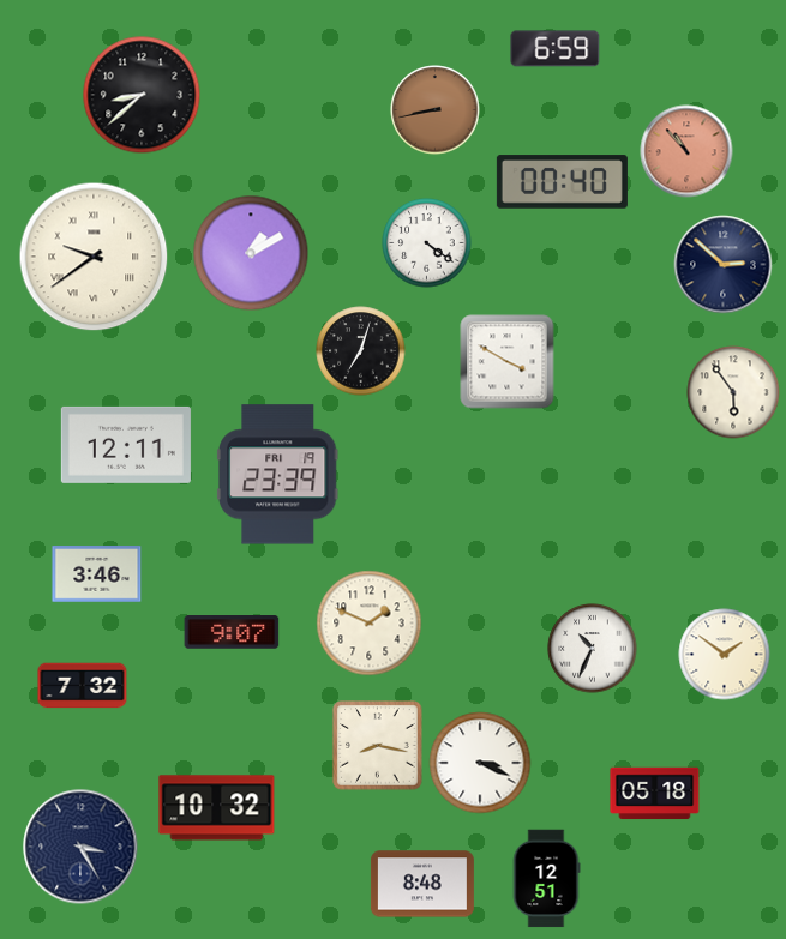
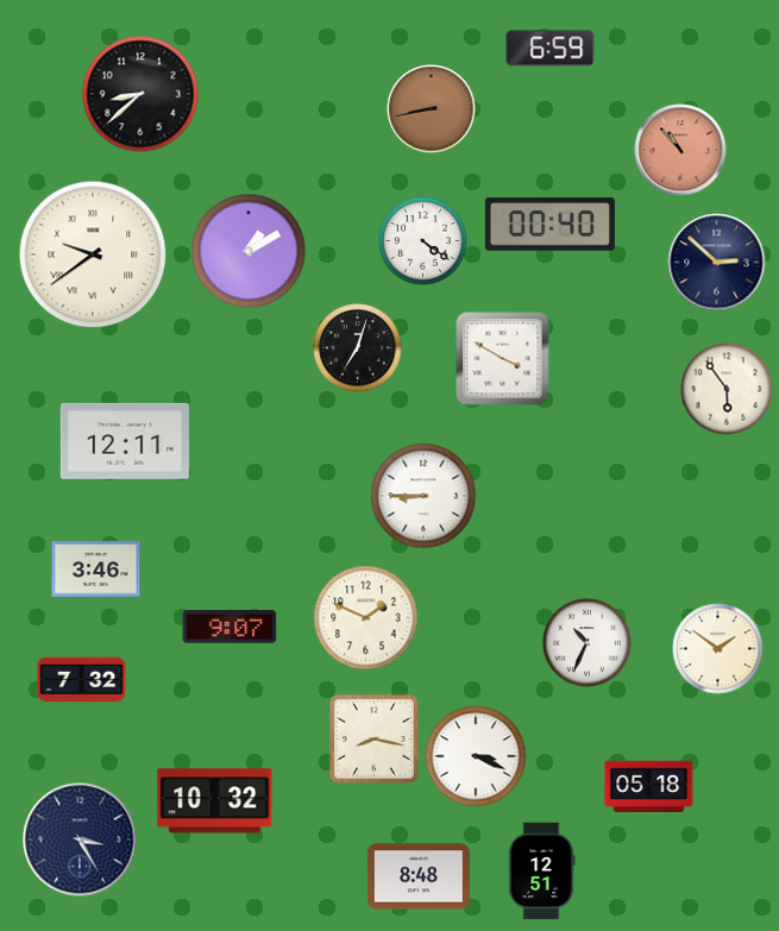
clock at (562, 182) position: (562, 182) -> (549, 225)
clock at (277, 475): 23:39 -> none
clock at (423, 496): none -> 8:45
